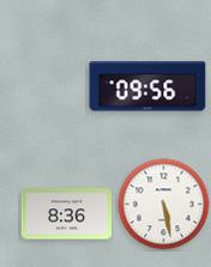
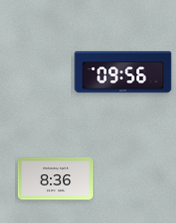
clock at (164, 205): 5:28 -> none
